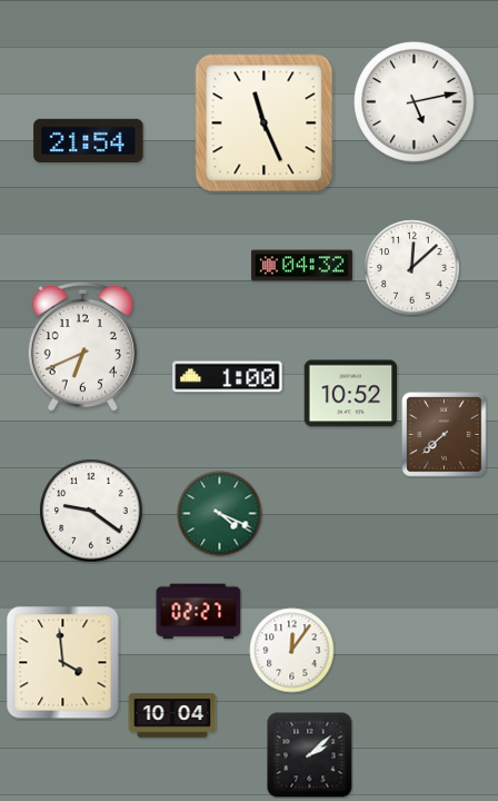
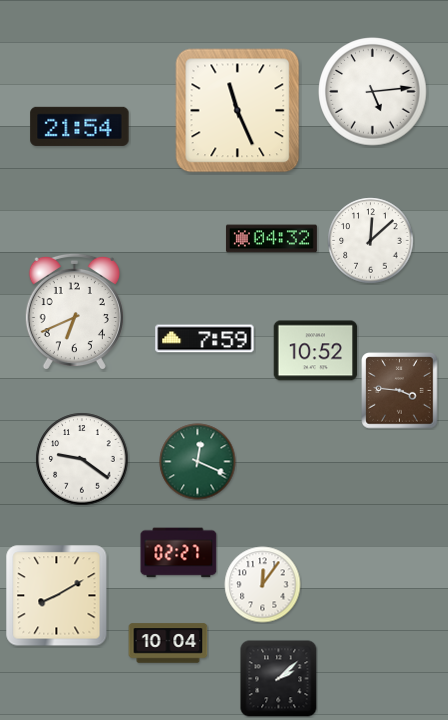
clock at (415, 102): 5:13 -> 5:14
clock at (228, 377): 1:00 -> 7:59
clock at (351, 394) position: (351, 394) -> (316, 351)
clock at (445, 435): 7:38 -> 3:46
clock at (220, 514): 4:19 -> 12:19
clock at (199, 612) position: (199, 612) -> (179, 553)
clock at (63, 663): 3:59 -> 8:10
clock at (172, 715) position: (172, 715) -> (168, 643)
